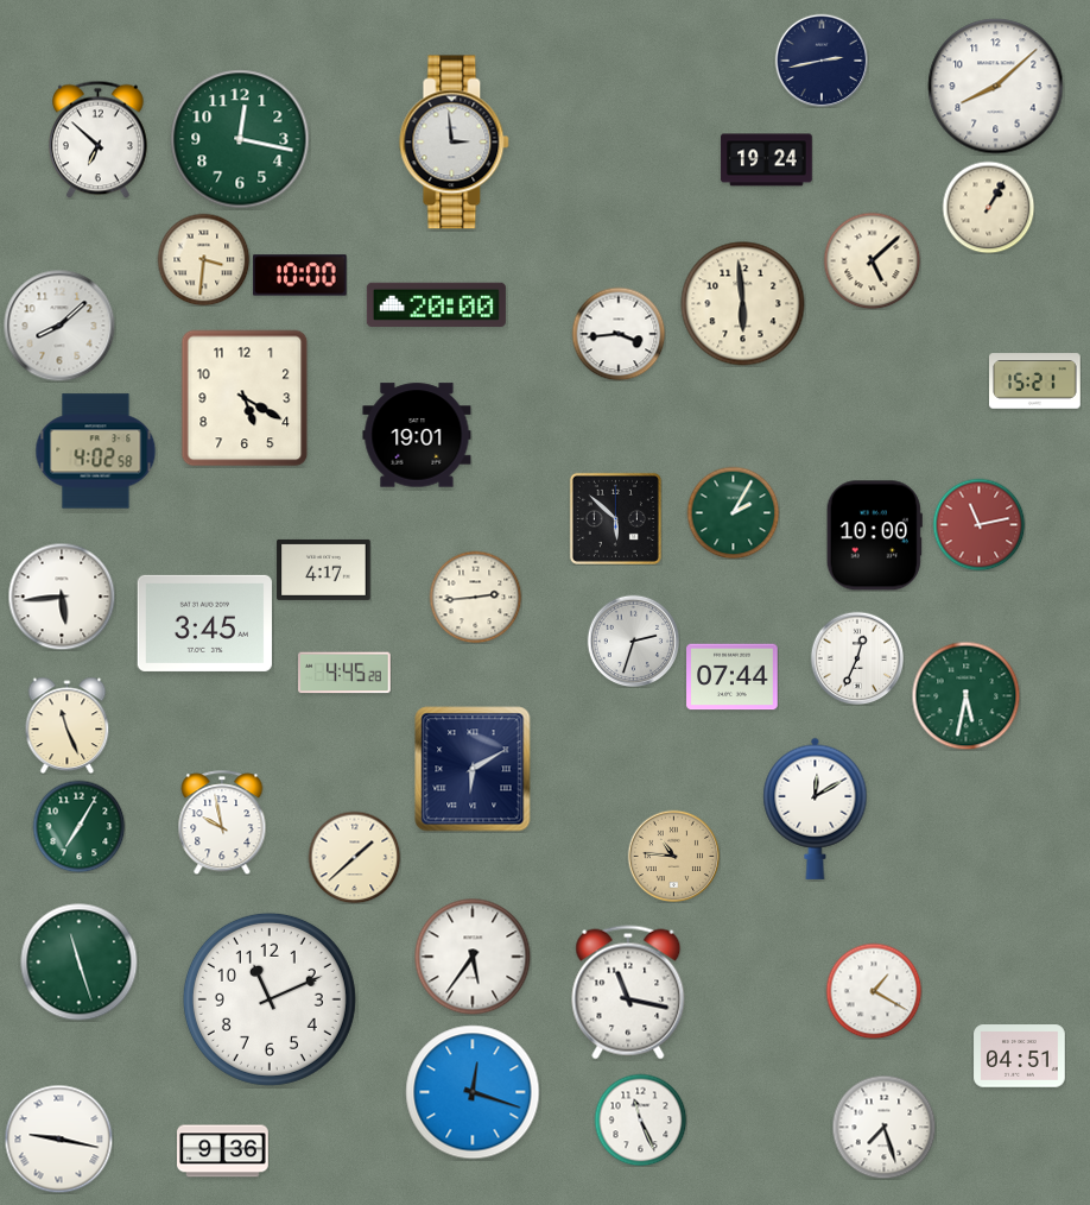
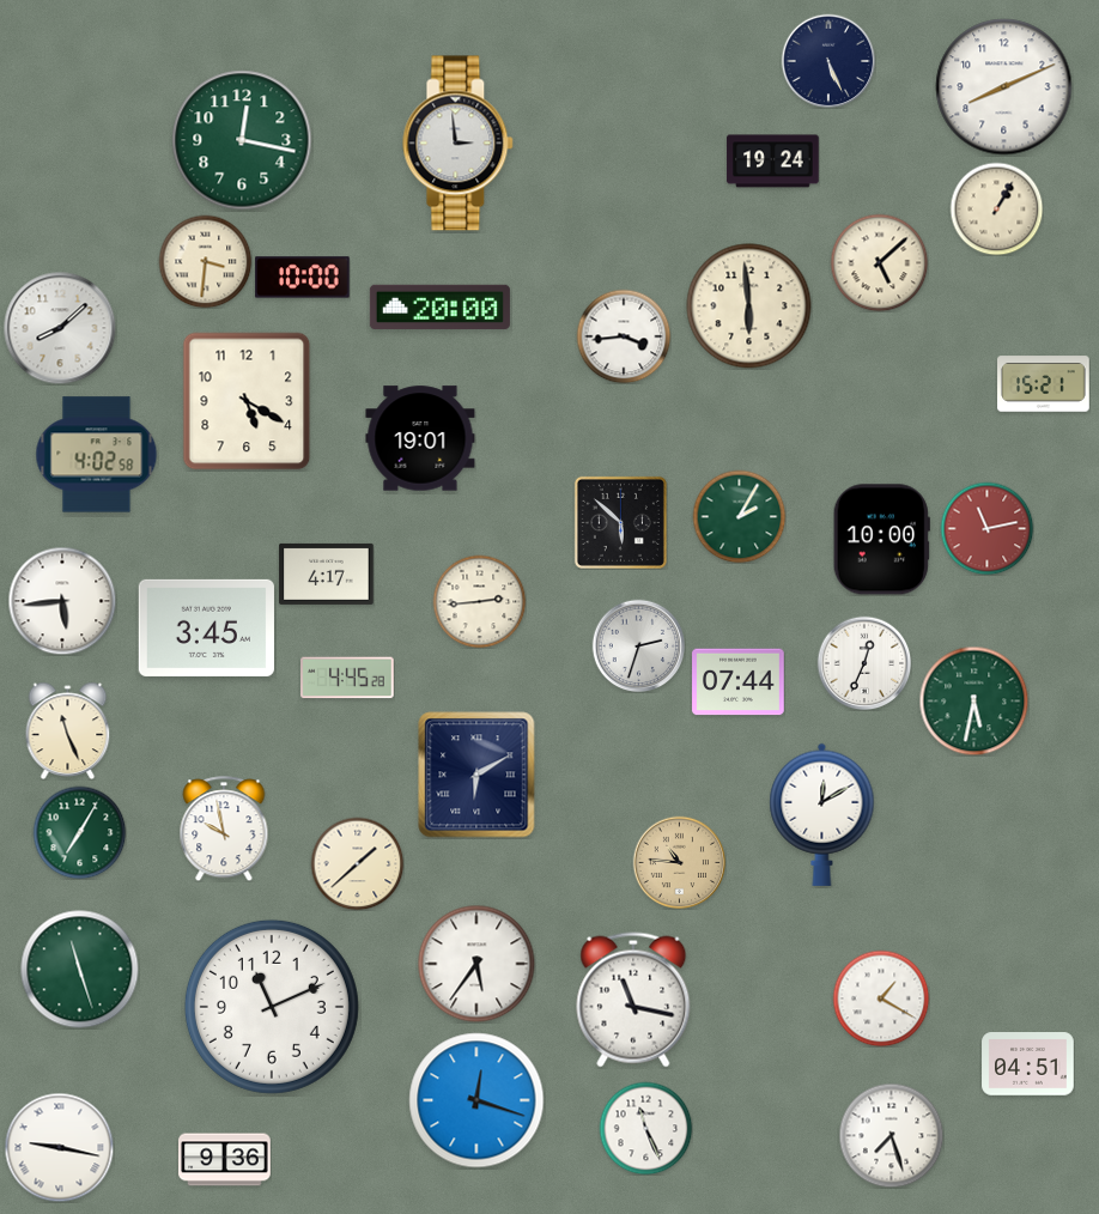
clock at (822, 61): 2:43 -> 5:26
clock at (996, 87): 8:08 -> 8:11
clock at (99, 139): 6:52 -> none
